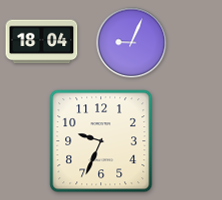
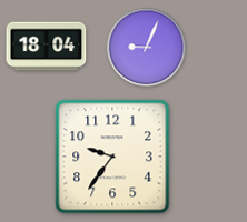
clock at (101, 141): 9:34 -> 9:36
